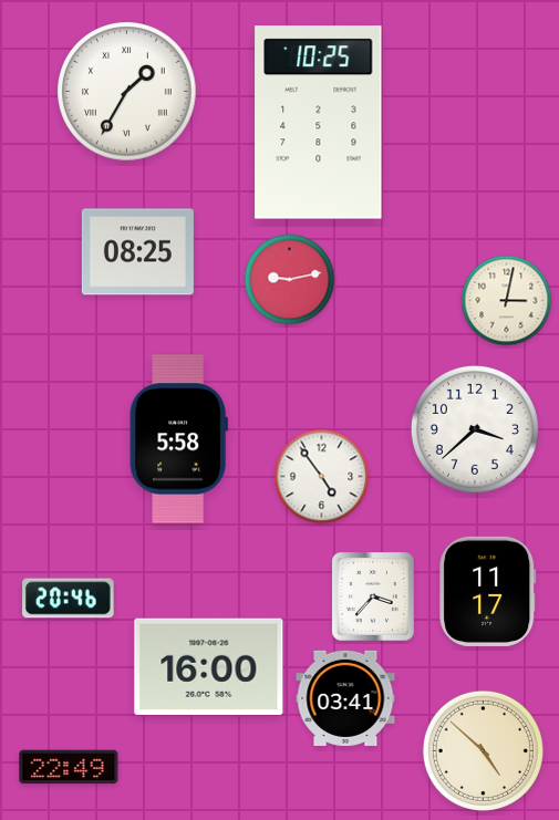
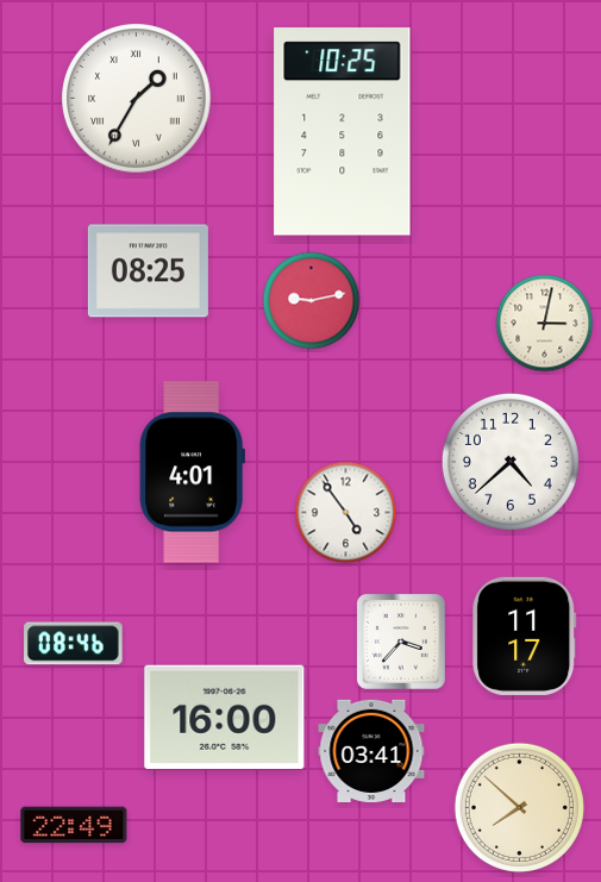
clock at (475, 429): 3:38 -> 4:38
clock at (178, 439): 5:58 -> 4:01
clock at (69, 599): 20:46 -> 08:46
clock at (483, 750): 4:52 -> 7:52
